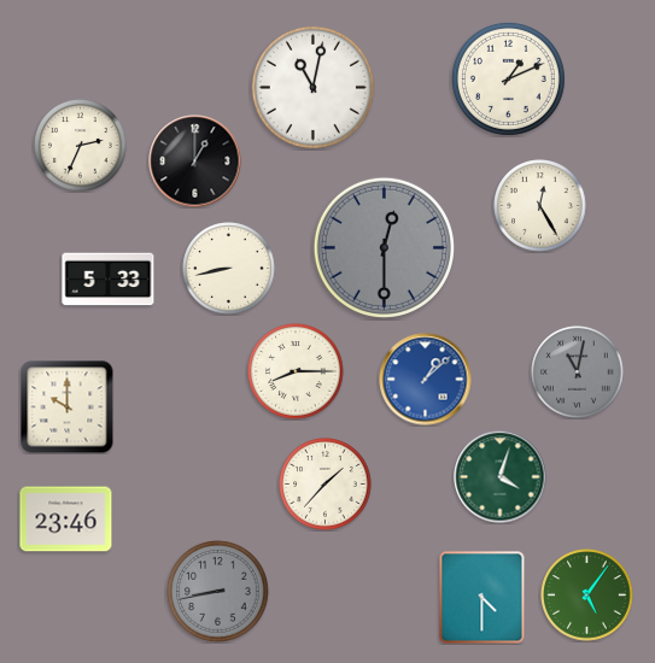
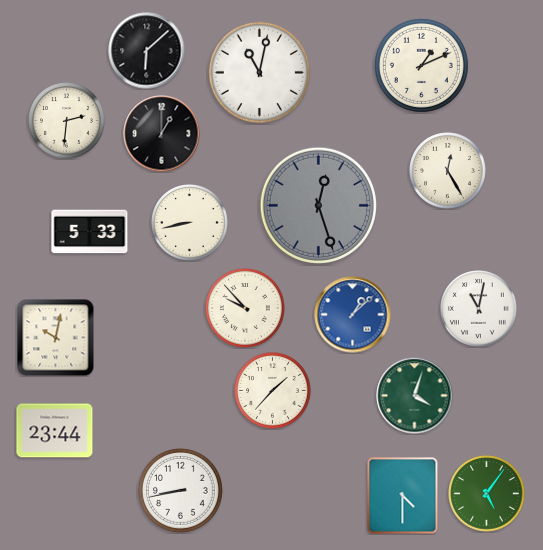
clock at (147, 51): none -> 6:08
clock at (81, 146): 2:34 -> 2:31
clock at (384, 247): 12:30 -> 12:27
clock at (297, 372): 8:15 -> 9:53
clock at (578, 372) dial: grey -> white
clock at (68, 407): 10:00 -> 10:02
clock at (326, 485) position: (326, 485) -> (273, 391)
clock at (66, 520): 23:46 -> 23:44
clock at (218, 592) dial: grey -> white
clock at (483, 598) position: (483, 598) -> (403, 496)
